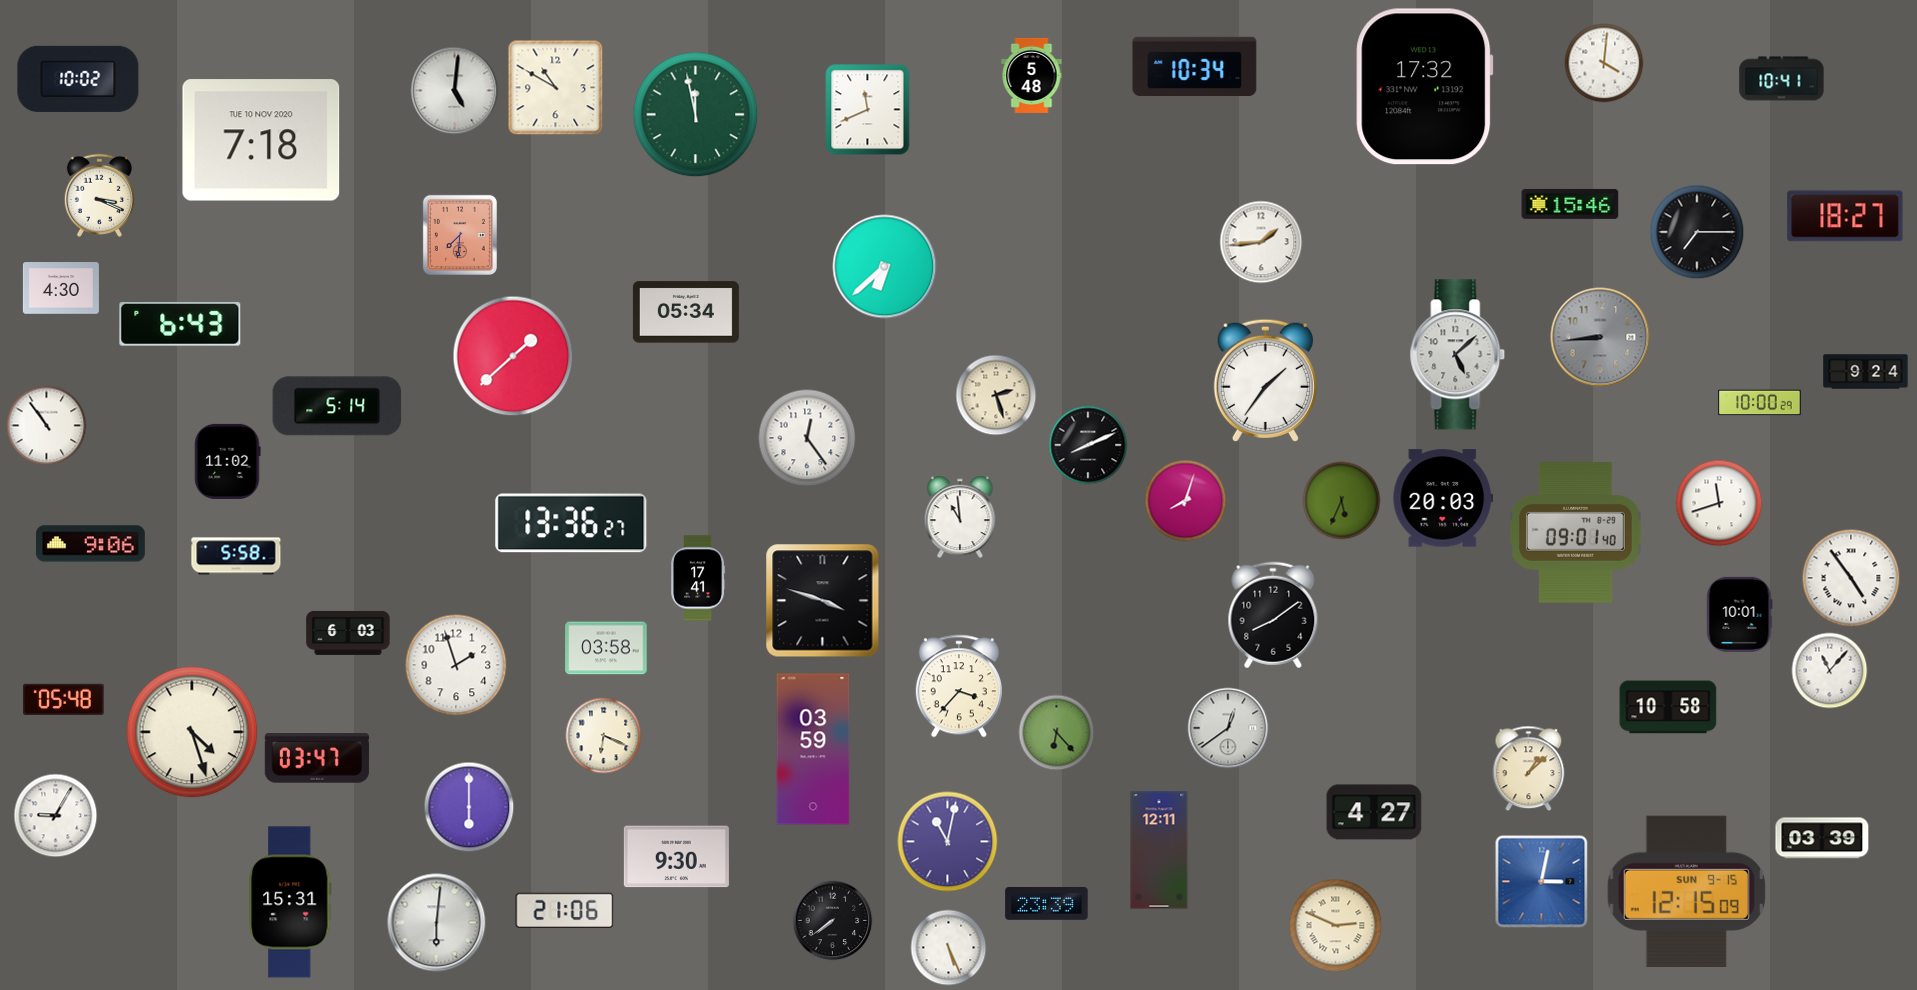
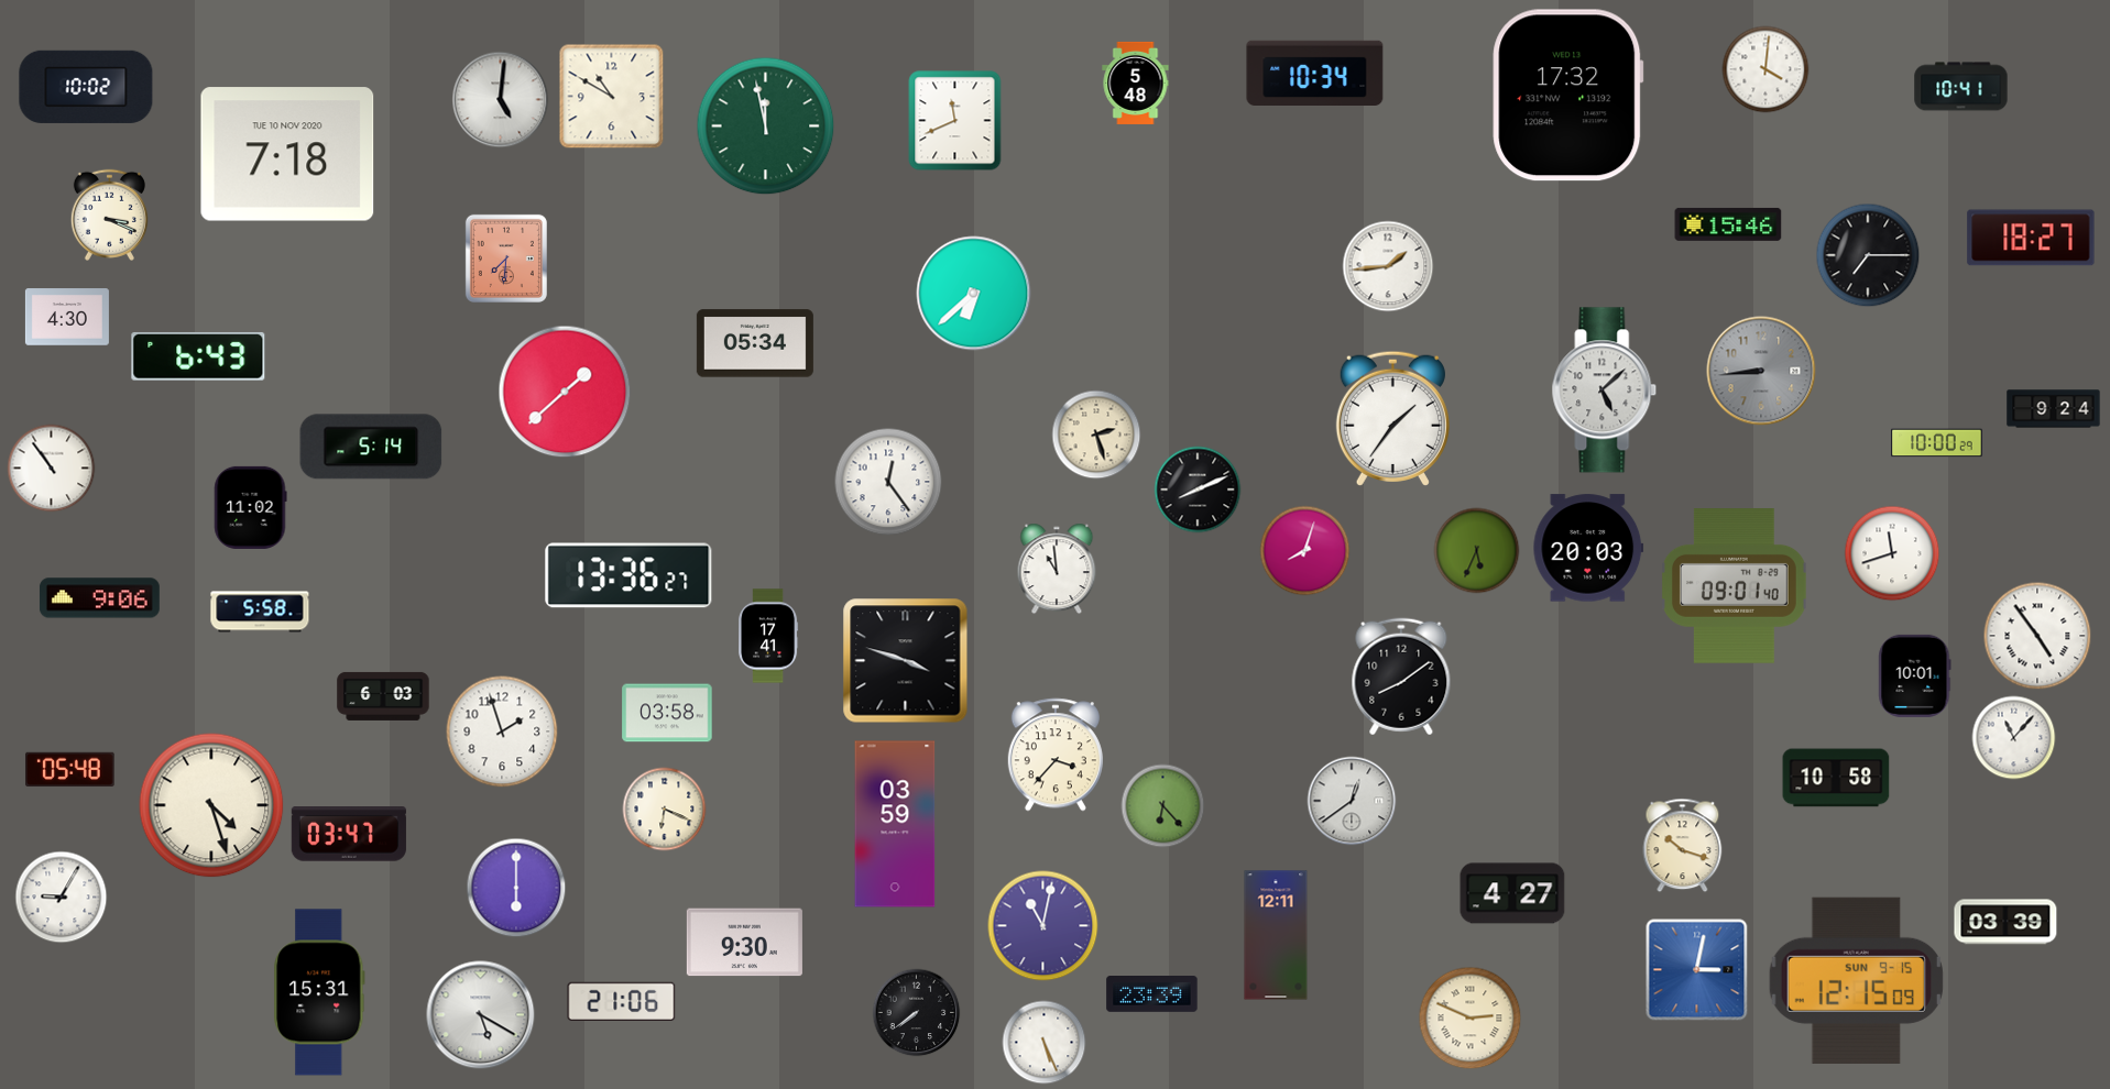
clock at (1529, 769): 1:08 -> 10:18
clock at (437, 923): 6:01 -> 5:20
